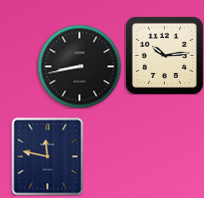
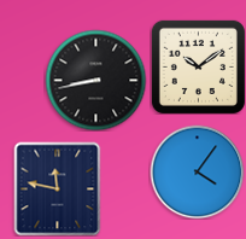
clock at (164, 55): 10:14 -> 10:09
clock at (197, 171): none -> 4:06
